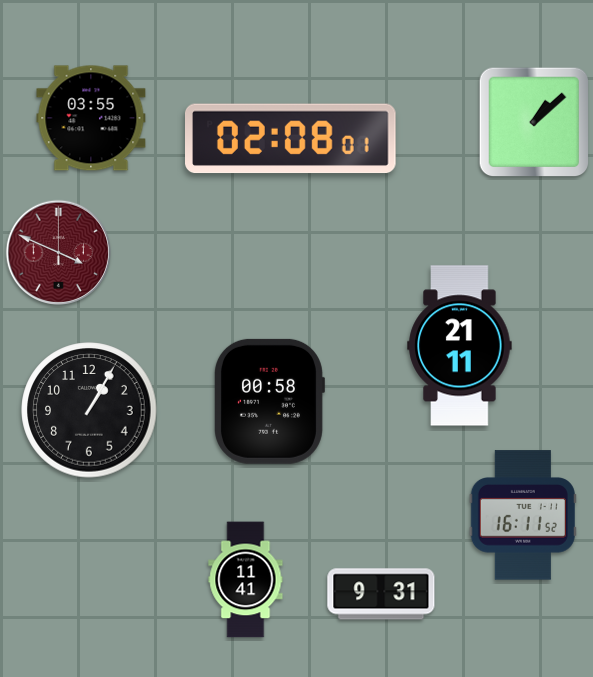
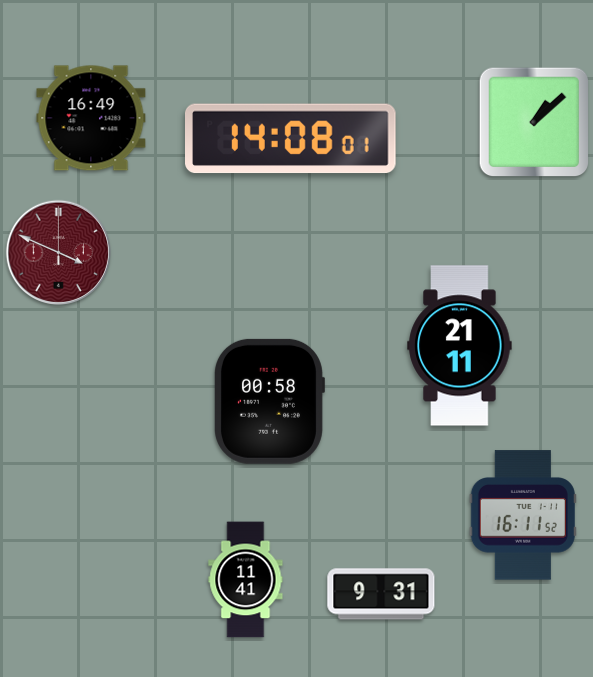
clock at (91, 118): 03:55 -> 16:49
clock at (291, 139): 02:08 -> 14:08
clock at (89, 410): 1:05 -> none
